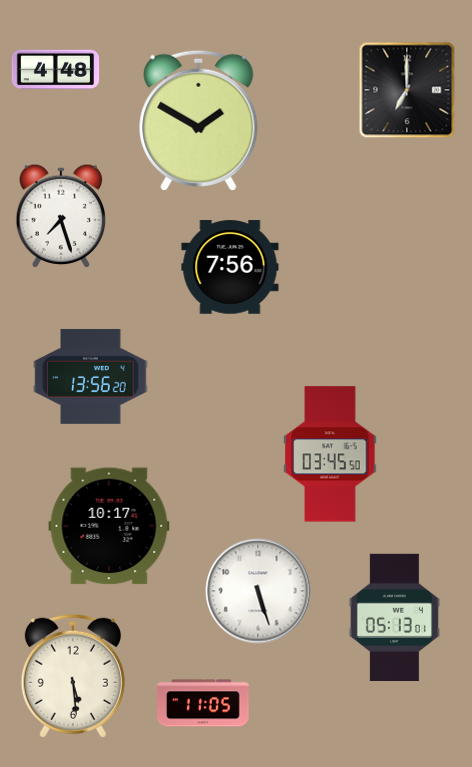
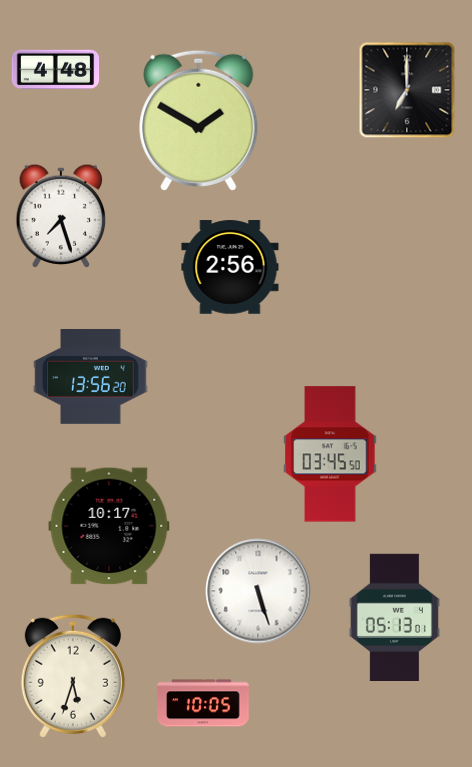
clock at (230, 267): 7:56 -> 2:56
clock at (73, 676): 5:29 -> 5:33
clock at (204, 703): 11:05 -> 10:05
